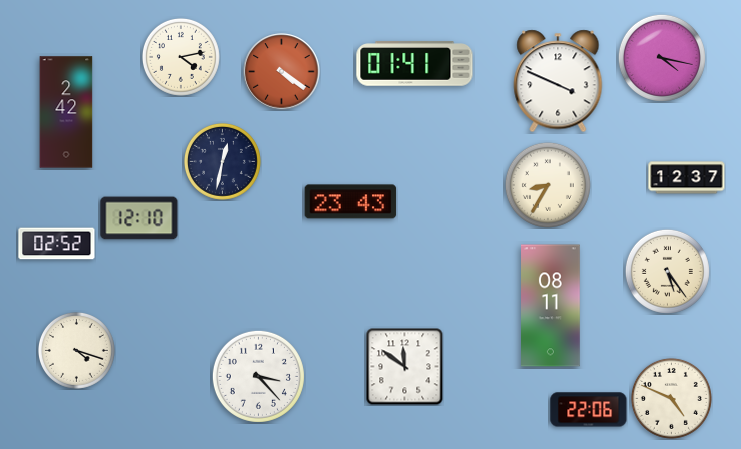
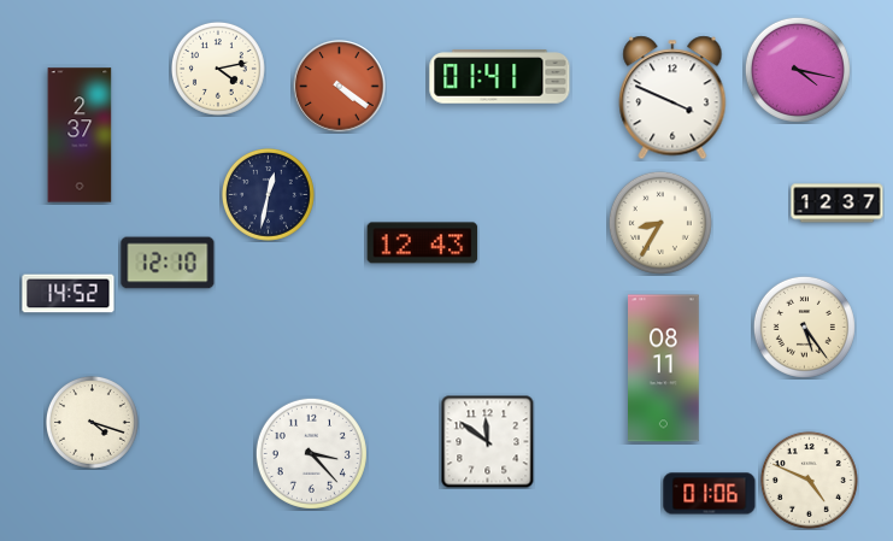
clock at (66, 112): 2:42 -> 2:37
clock at (687, 178) position: (687, 178) -> (838, 204)
clock at (351, 202): 23:43 -> 12:43
clock at (57, 244): 02:52 -> 14:52
clock at (589, 410): 22:06 -> 01:06
